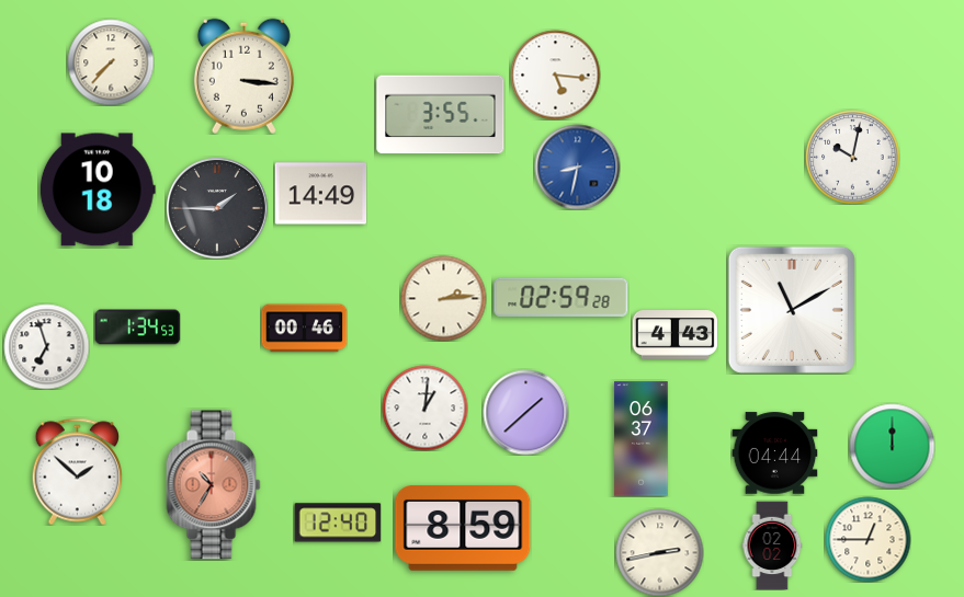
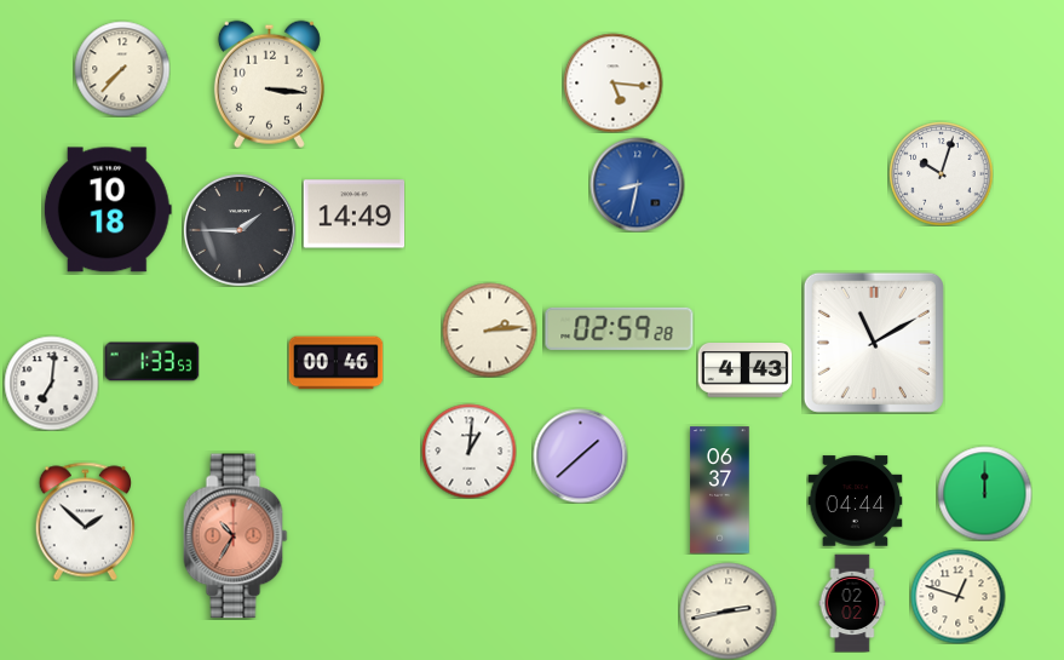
clock at (441, 115): 3:55 -> none
clock at (852, 157): 10:02 -> 10:03
clock at (137, 328): 1:34 -> 1:33
clock at (46, 346): 6:57 -> 7:01
clock at (642, 439) position: (642, 439) -> (720, 490)
clock at (338, 523): 12:40 -> none
clock at (463, 529): 8:59 -> none
clock at (867, 539): 12:45 -> 12:48
